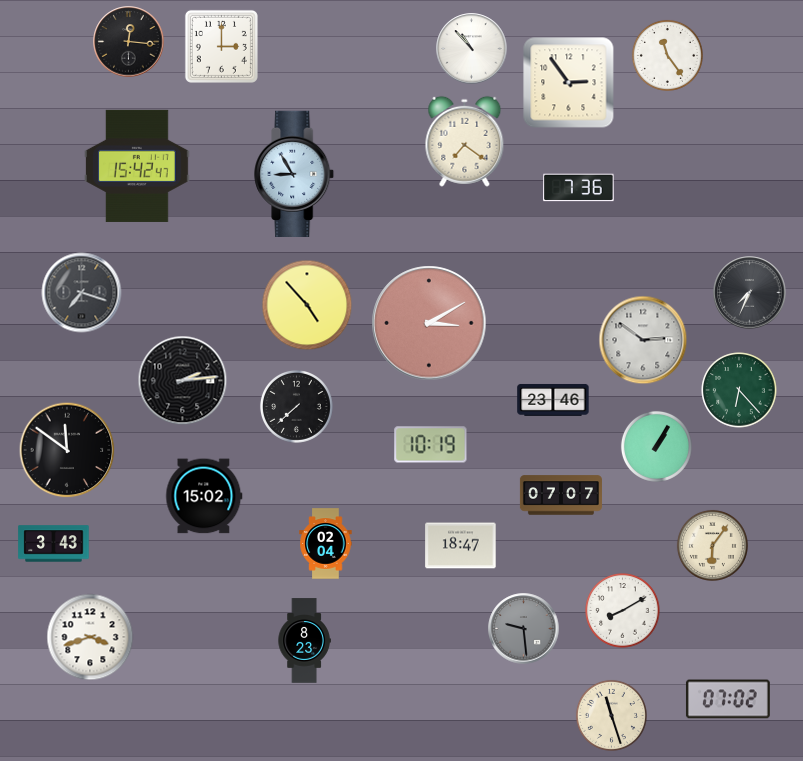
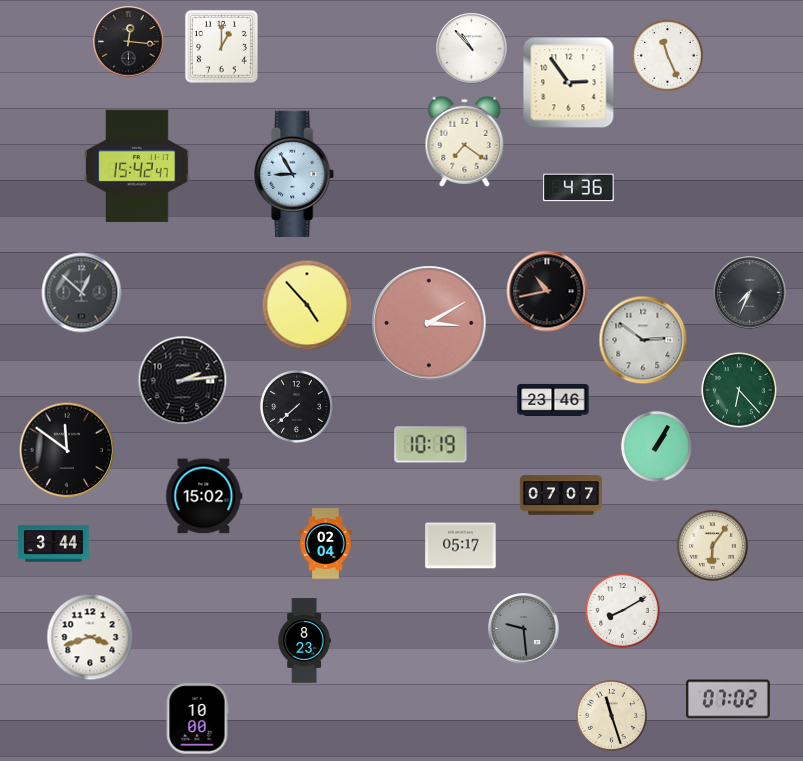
clock at (221, 46): 3:00 -> 1:00
clock at (667, 55): 11:24 -> 11:26
clock at (579, 188): 7:36 -> 4:36
clock at (547, 291): none -> 10:43
clock at (82, 293): 7:18 -> 12:52
clock at (54, 544): 3:43 -> 3:44
clock at (461, 546): 18:47 -> 05:17
clock at (197, 719): none -> 10:00
